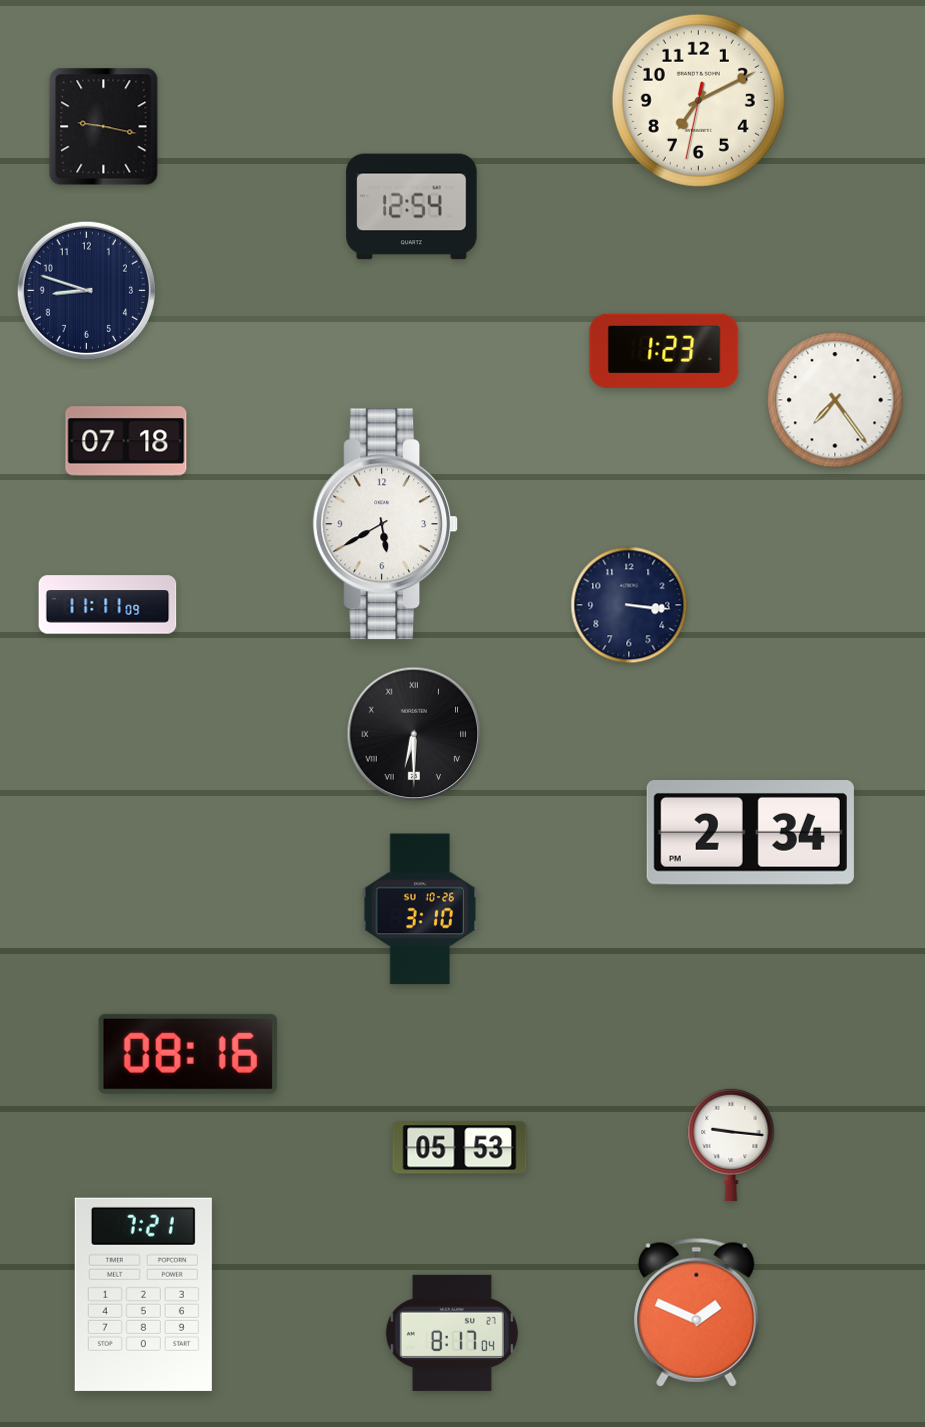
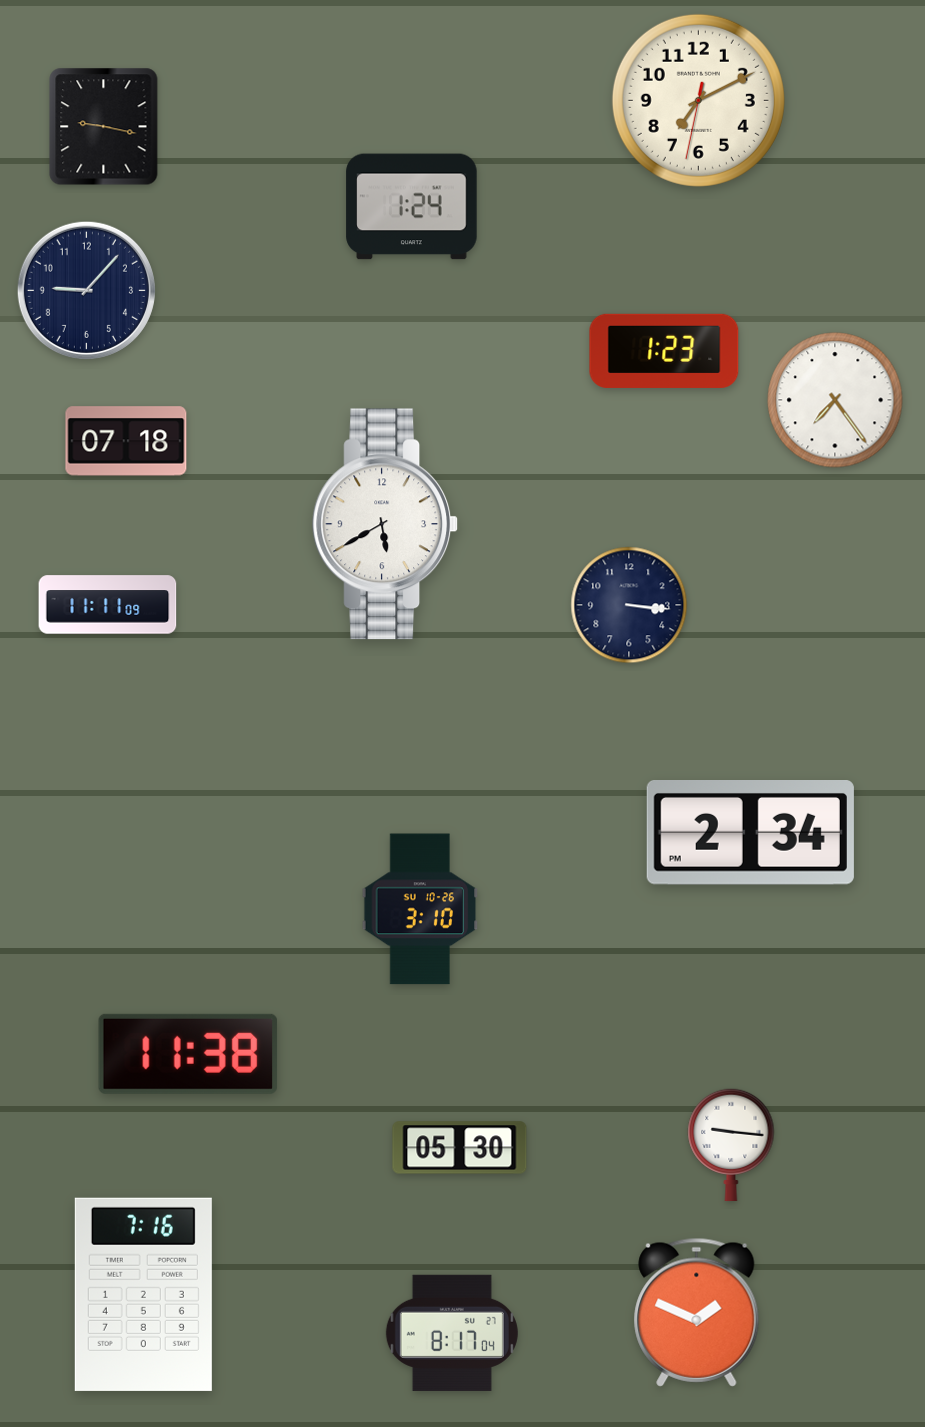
clock at (412, 207): 12:54 -> 1:24
clock at (86, 290): 8:48 -> 9:07
clock at (414, 734): 6:30 -> none
clock at (188, 1054): 08:16 -> 11:38
clock at (460, 1148): 05:53 -> 05:30
clock at (143, 1294): 7:21 -> 7:16
